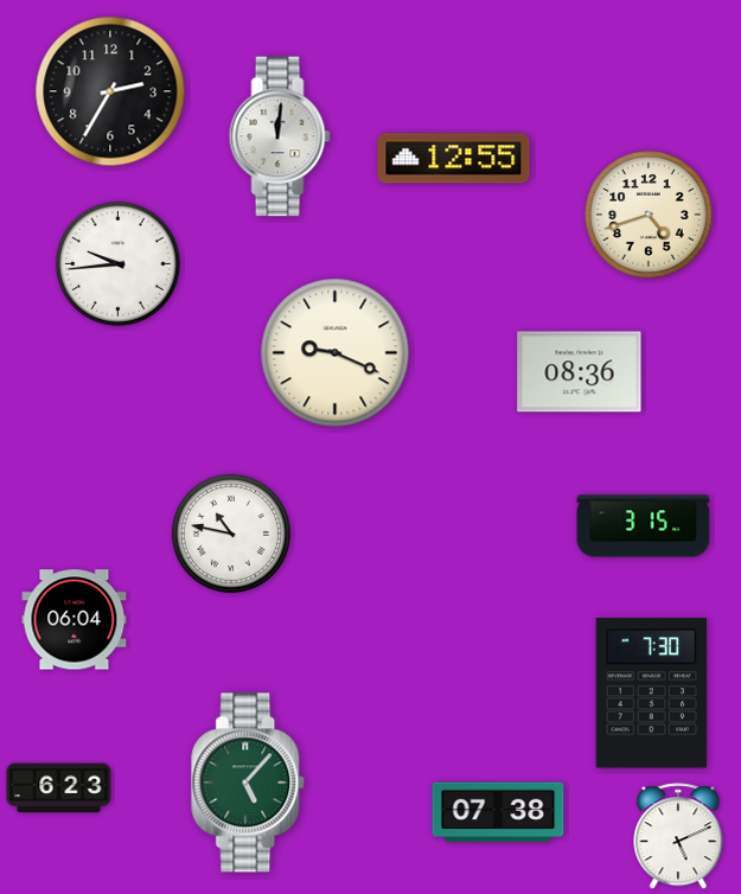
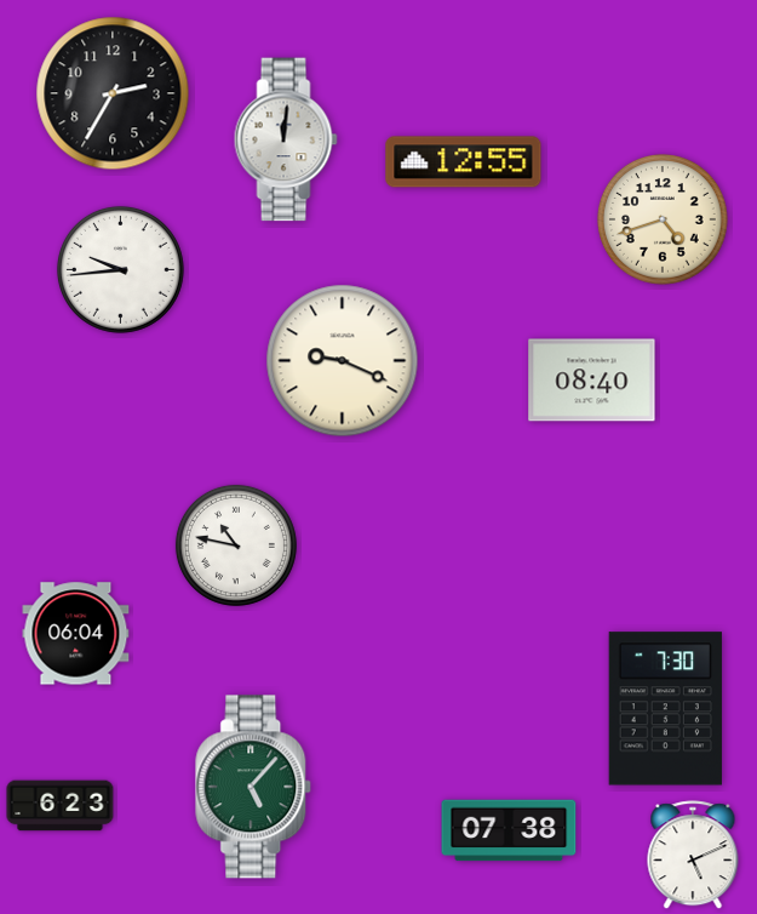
clock at (580, 372): 08:36 -> 08:40
clock at (644, 526): 3:15 -> none
clock at (249, 783) position: (249, 783) -> (254, 787)
